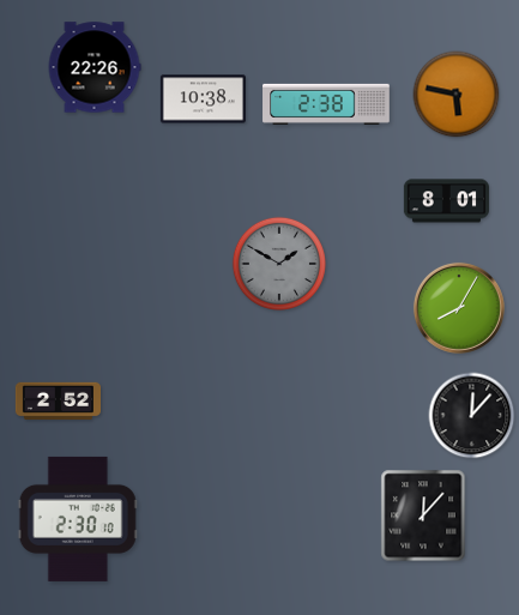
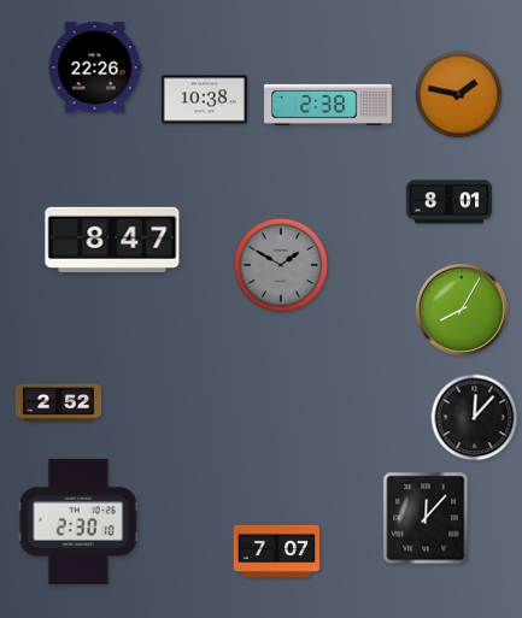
clock at (457, 95): 5:47 -> 1:47
clock at (112, 240): none -> 8:47
clock at (276, 551): none -> 7:07
